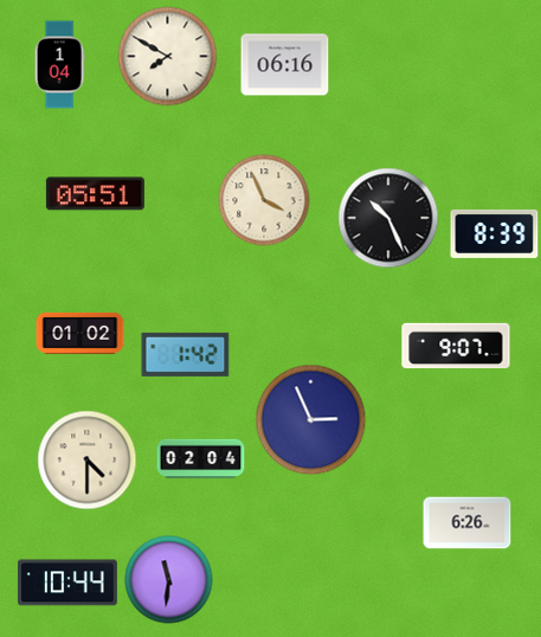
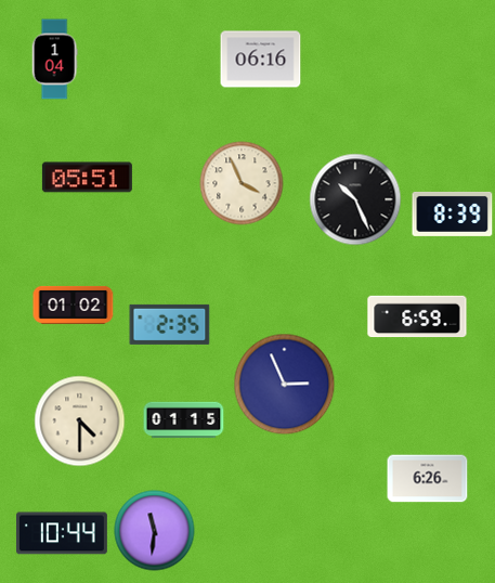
clock at (168, 57): 7:50 -> none
clock at (456, 346): 9:07 -> 6:59
clock at (186, 354): 1:42 -> 2:35
clock at (201, 459): 02:04 -> 01:15
